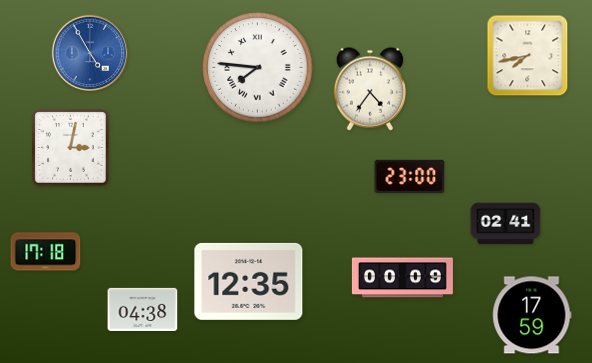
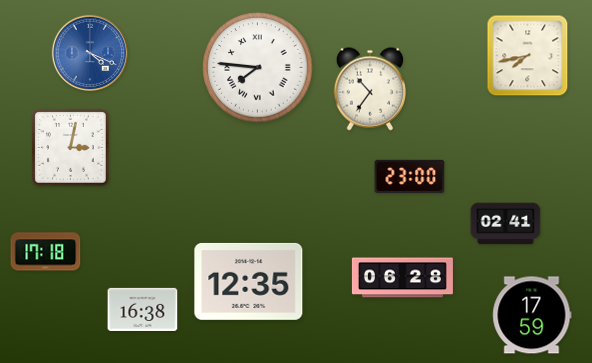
clock at (89, 52): 4:55 -> 4:19
clock at (369, 89): 4:36 -> 10:36
clock at (402, 278): 00:09 -> 06:28
clock at (143, 309): 04:38 -> 16:38
